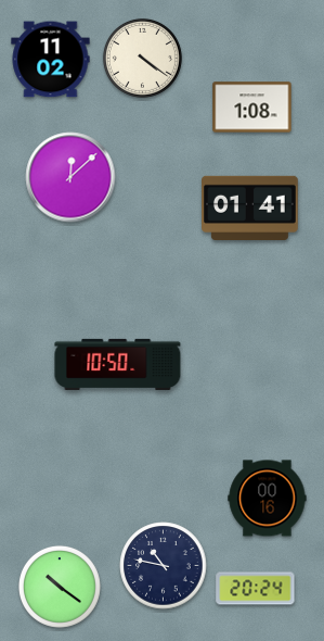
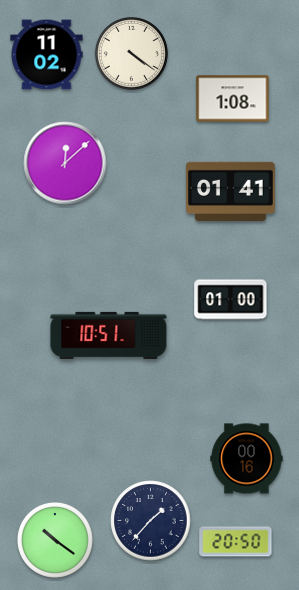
clock at (231, 300): none -> 01:00
clock at (118, 364): 10:50 -> 10:51
clock at (164, 566): 10:47 -> 1:37
clock at (256, 589): 20:24 -> 20:50
